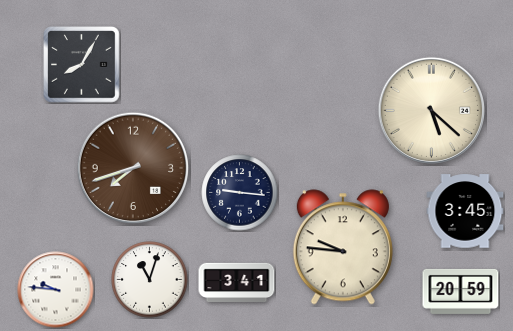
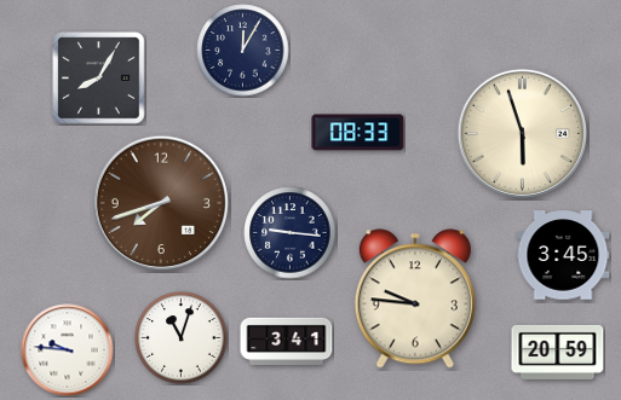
clock at (243, 51): none -> 12:05
clock at (358, 133): none -> 08:33
clock at (431, 110): 5:22 -> 5:57
